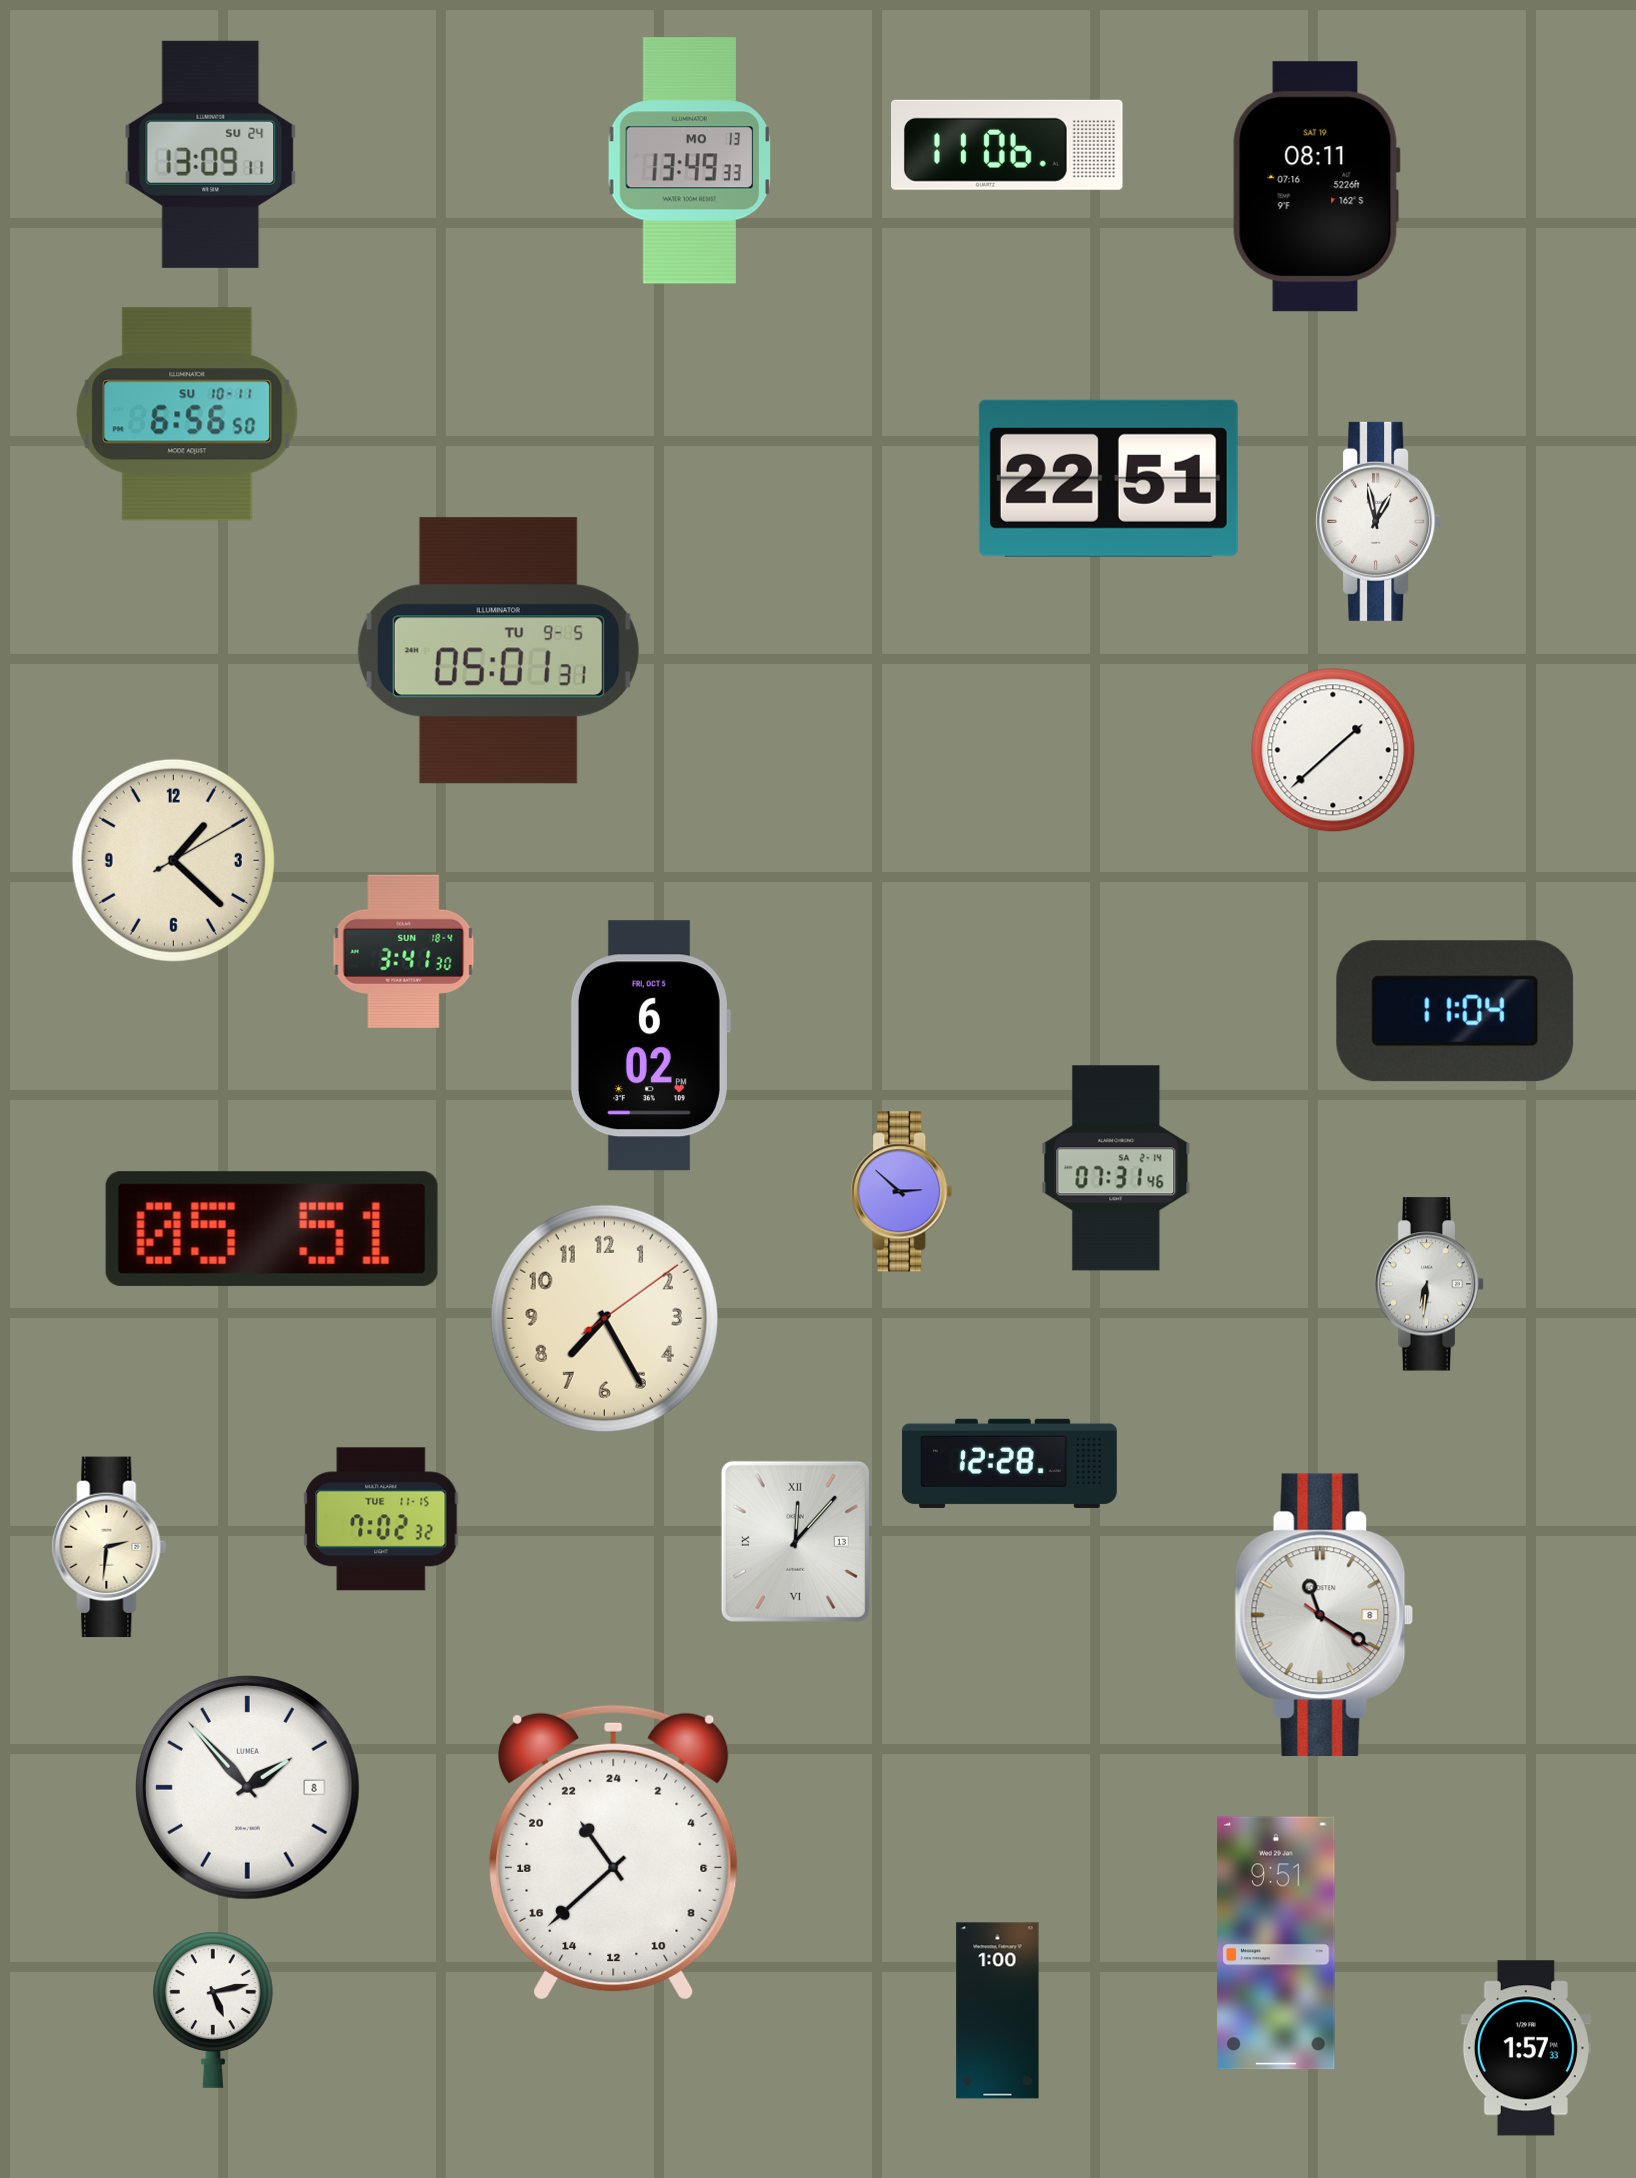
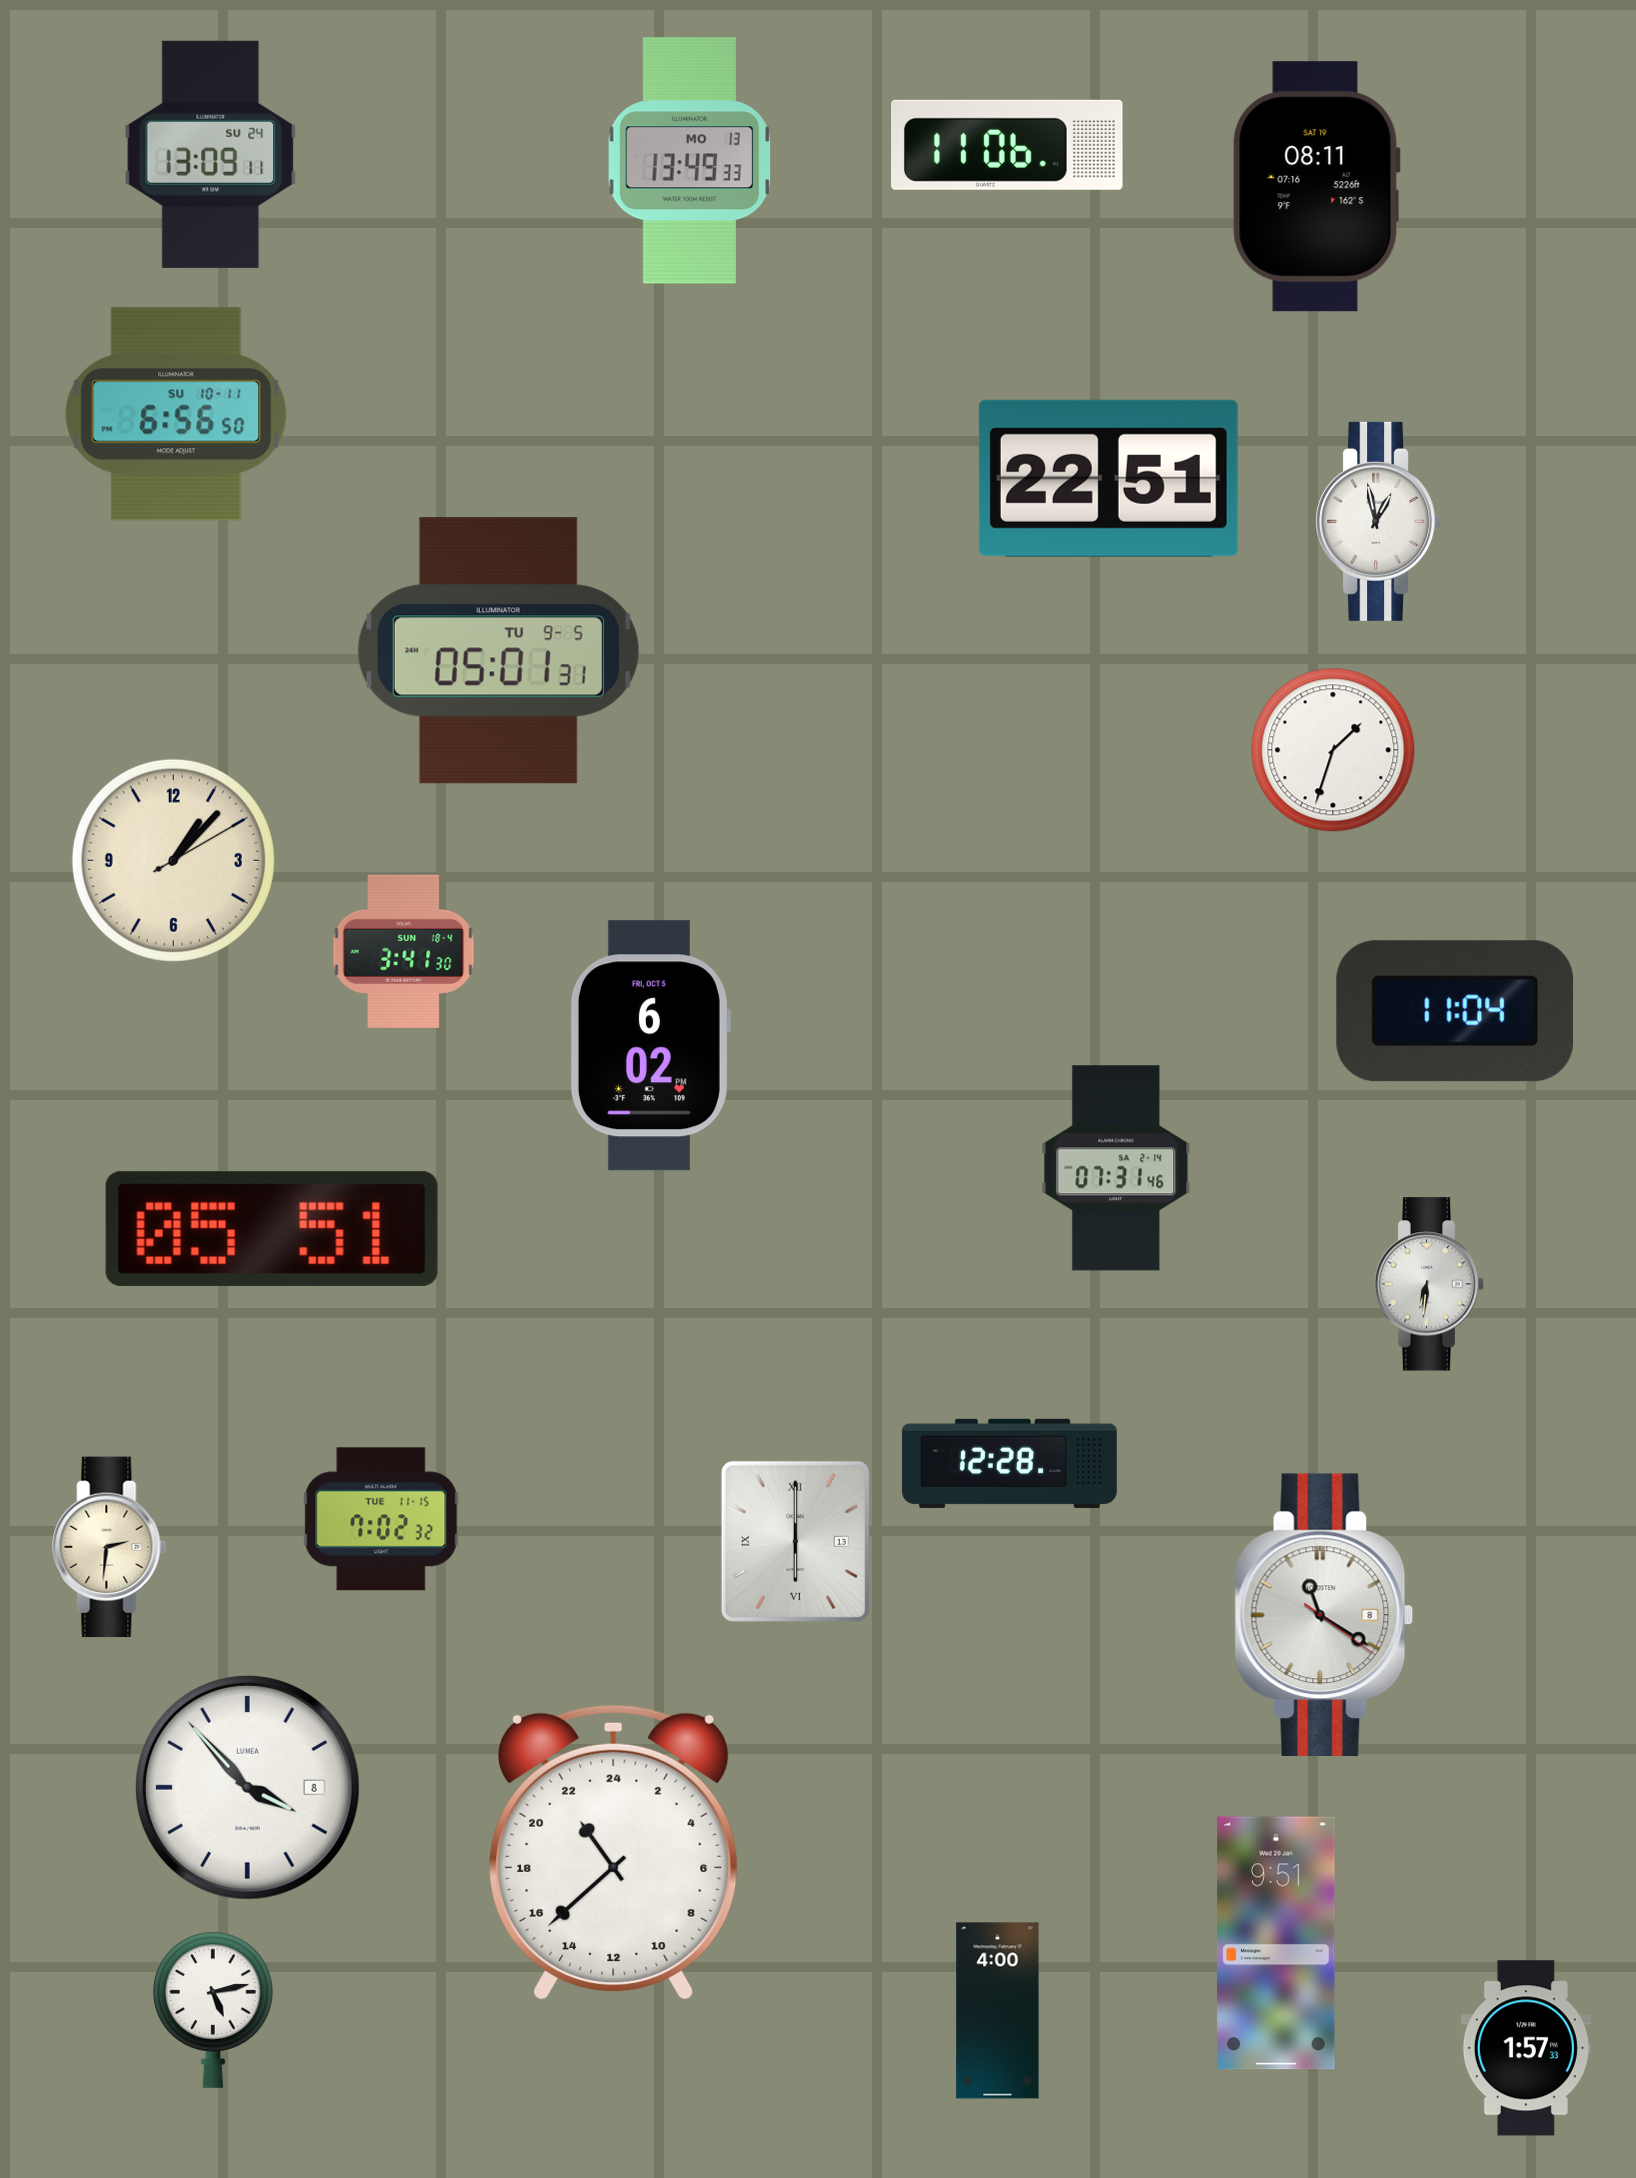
clock at (187, 414) position: (187, 414) -> (176, 414)
clock at (1333, 750): 1:38 -> 1:33
clock at (173, 860): 1:22 -> 1:07
clock at (902, 1192): 2:52 -> none
clock at (604, 1318): 7:25 -> none
clock at (795, 1541): 12:07 -> 6:00
clock at (247, 1787): 1:53 -> 3:53
clock at (998, 2011): 1:00 -> 4:00
